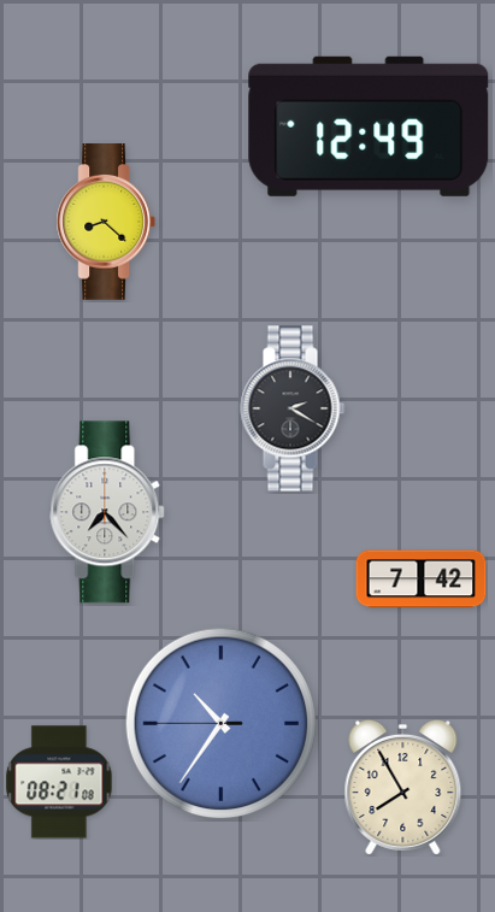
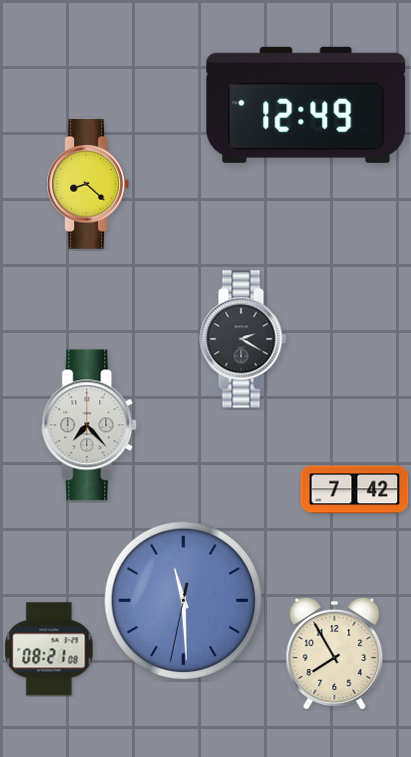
clock at (422, 579) position: (422, 579) -> (355, 490)
clock at (222, 724): 10:35 -> 11:29
